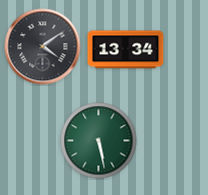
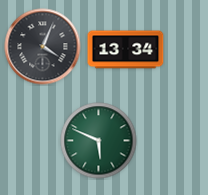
clock at (43, 47): 4:09 -> 4:04
clock at (99, 141): 5:28 -> 5:49
